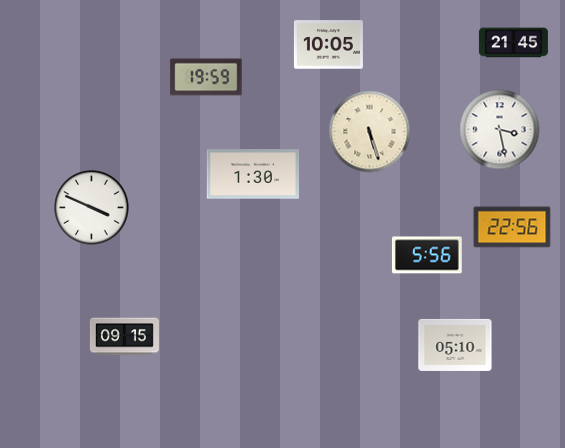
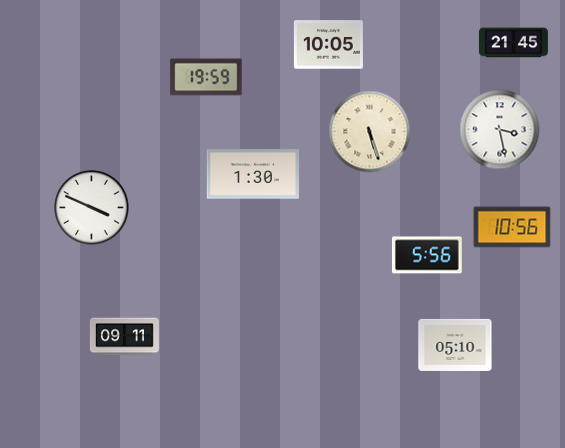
clock at (512, 227): 22:56 -> 10:56
clock at (124, 337): 09:15 -> 09:11
